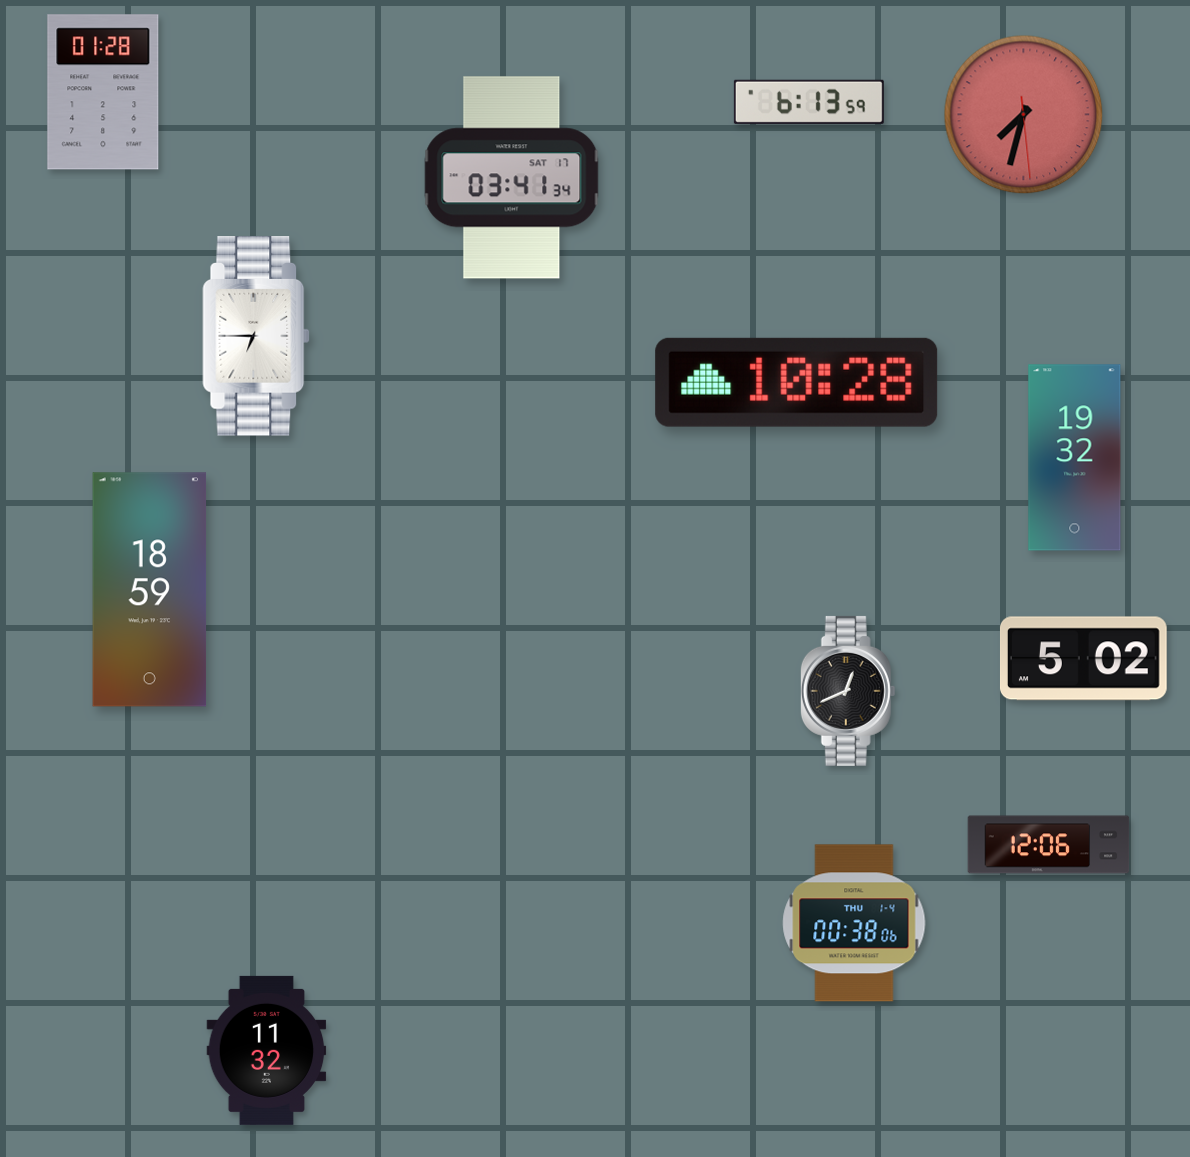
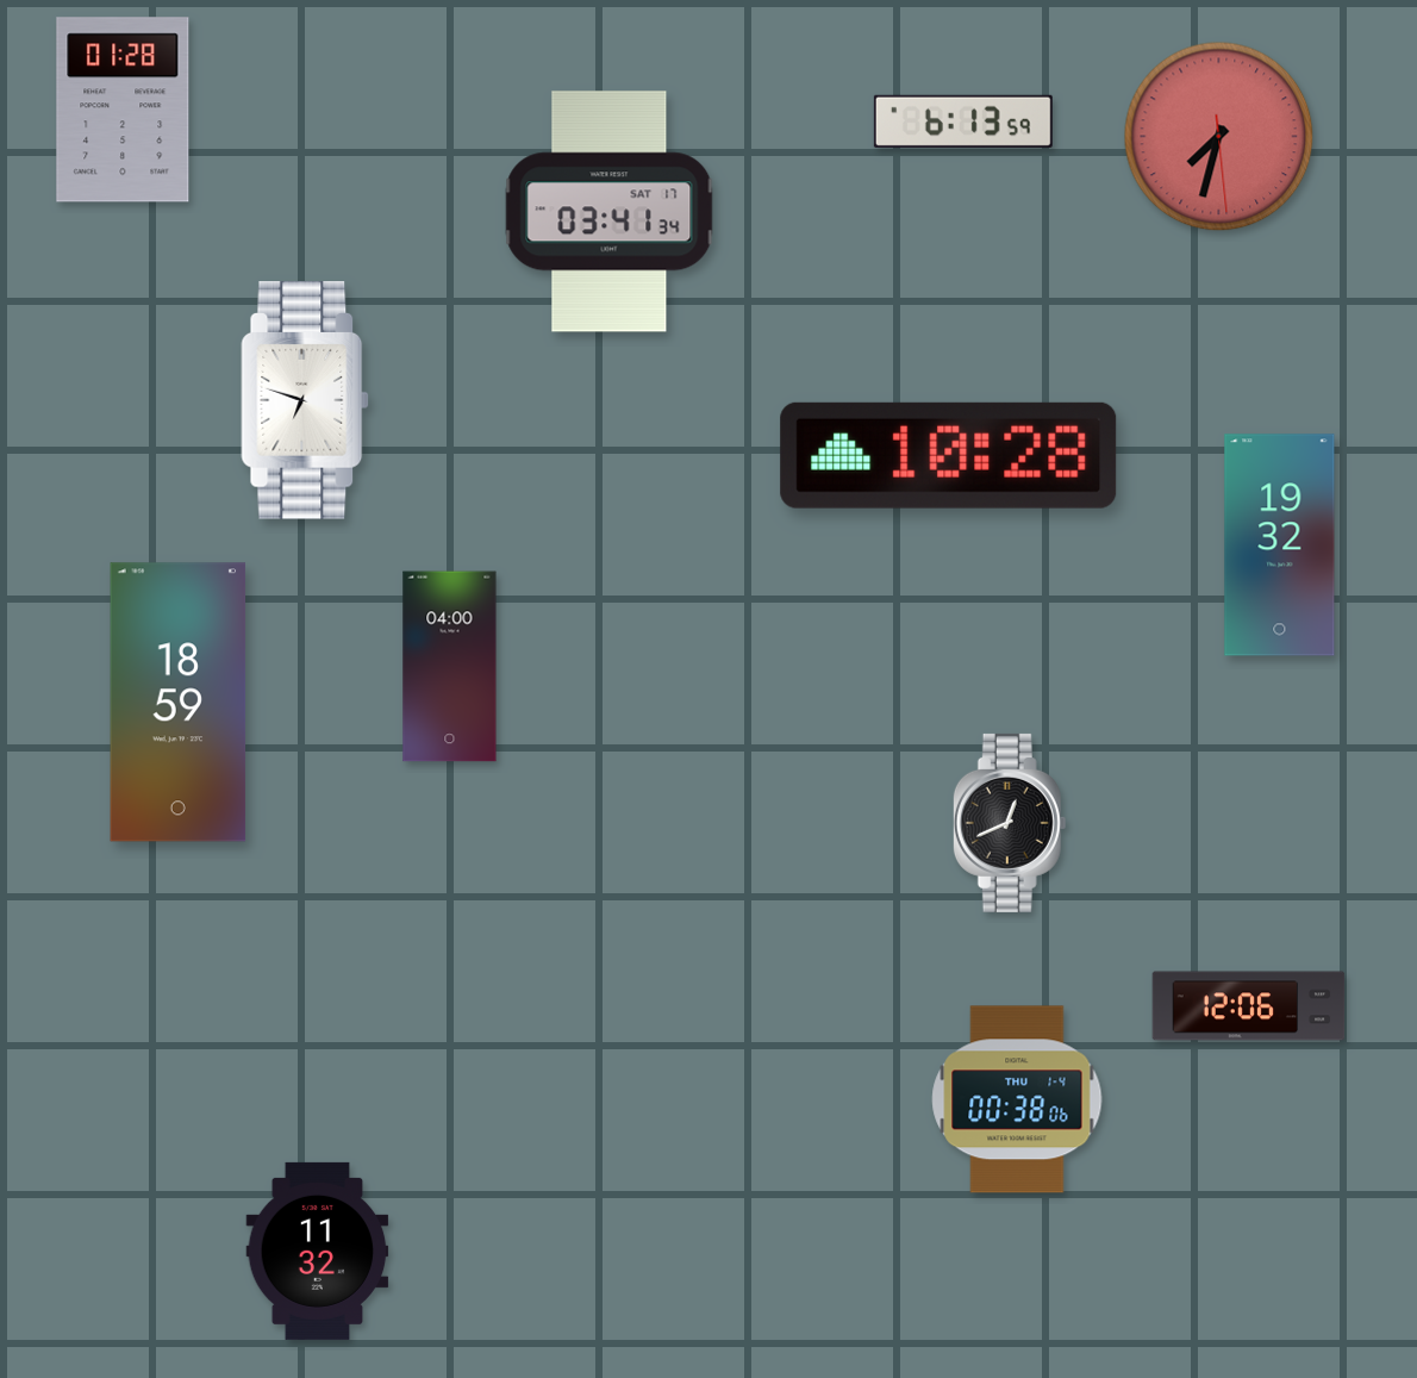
clock at (256, 336): 6:45 -> 6:48
clock at (450, 667): none -> 04:00
clock at (1083, 659): 5:02 -> none
